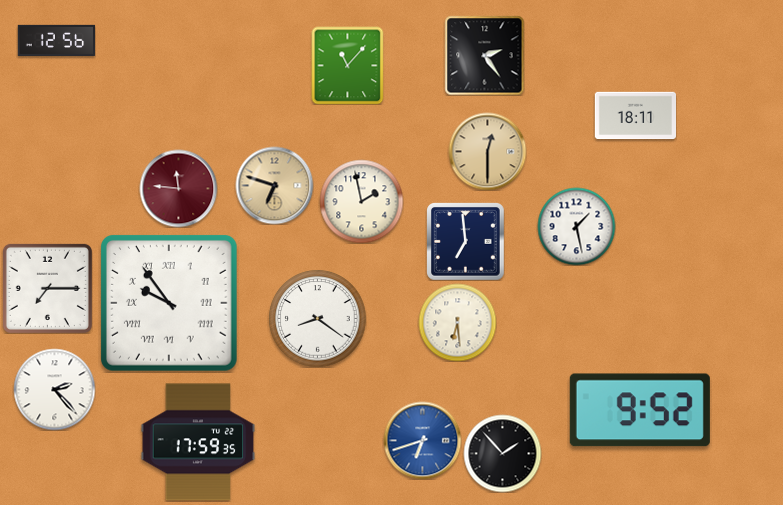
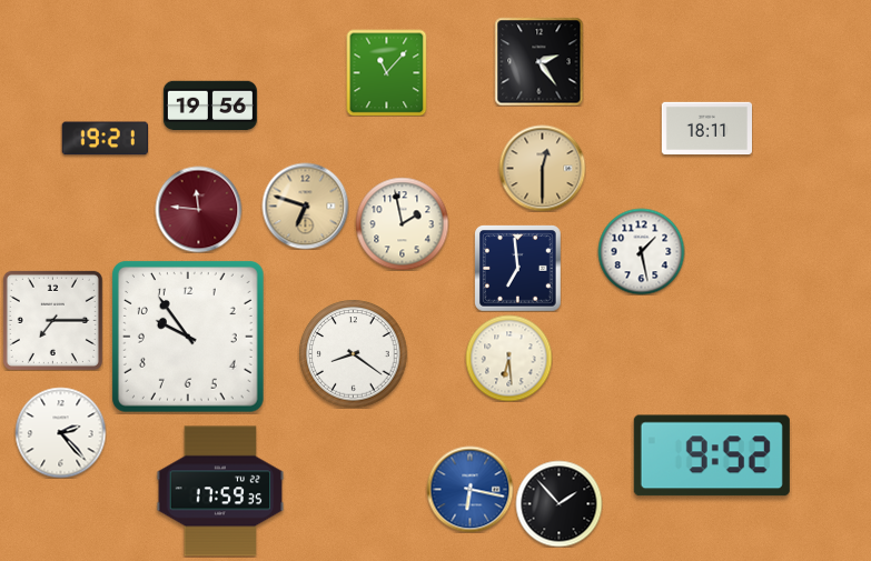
clock at (56, 40): 12:56 -> none
clock at (210, 106): none -> 19:56
clock at (105, 139): none -> 19:21
clock at (169, 303) numerals: Roman -> Arabic
clock at (422, 440): 6:42 -> 6:17
